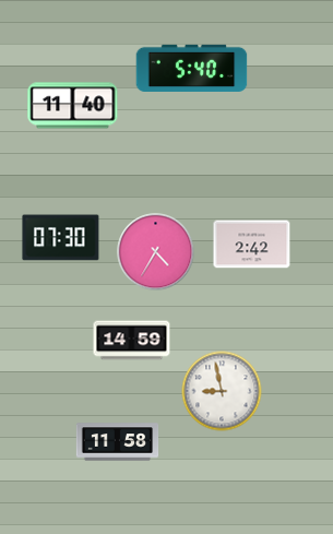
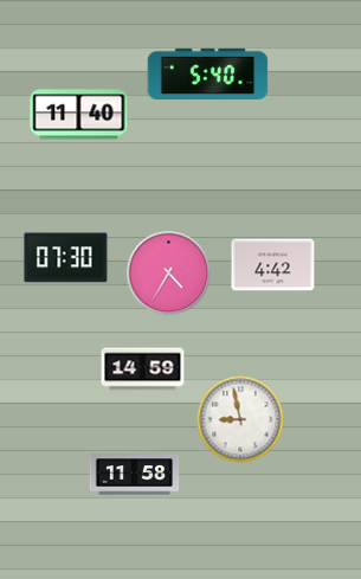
clock at (252, 245): 2:42 -> 4:42
clock at (222, 391) position: (222, 391) -> (240, 419)
clock at (118, 442) position: (118, 442) -> (135, 475)
